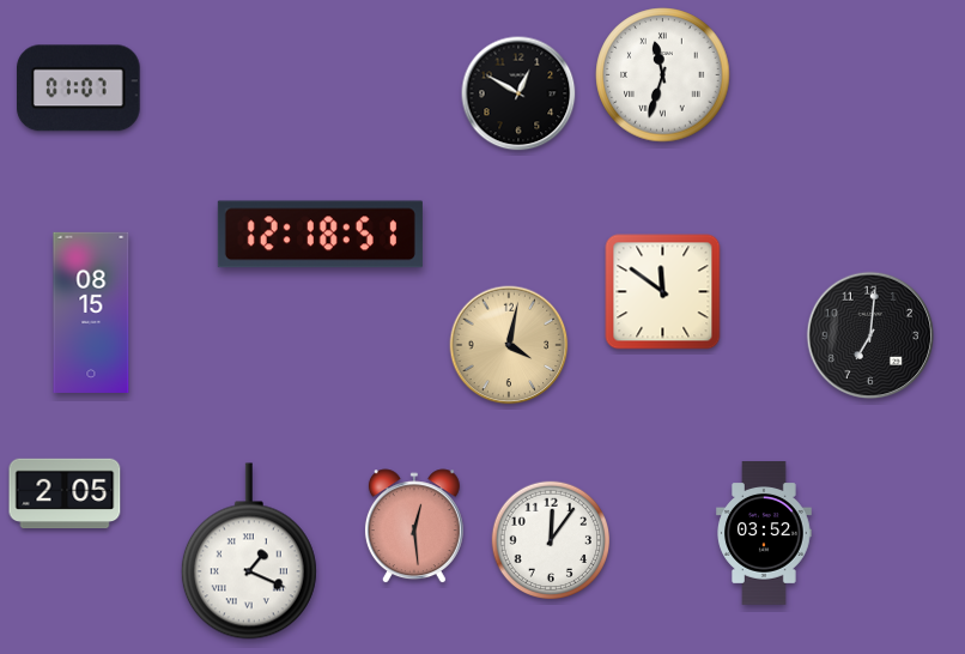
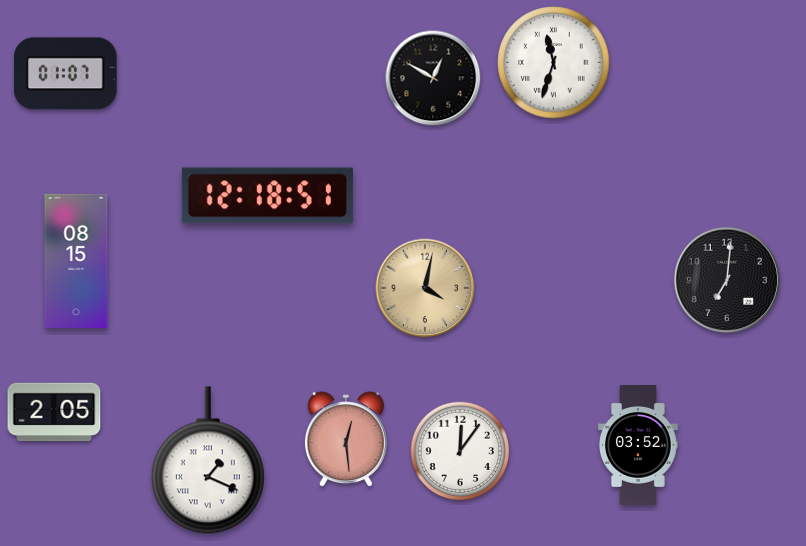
clock at (663, 292): 11:51 -> none
